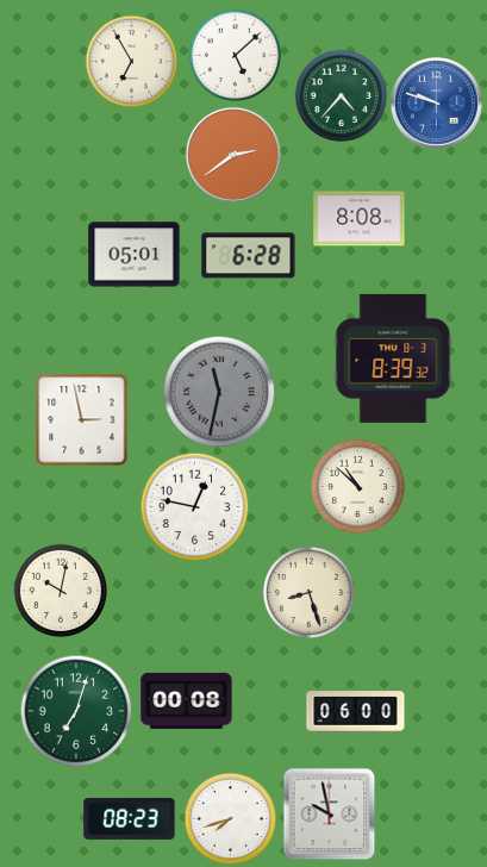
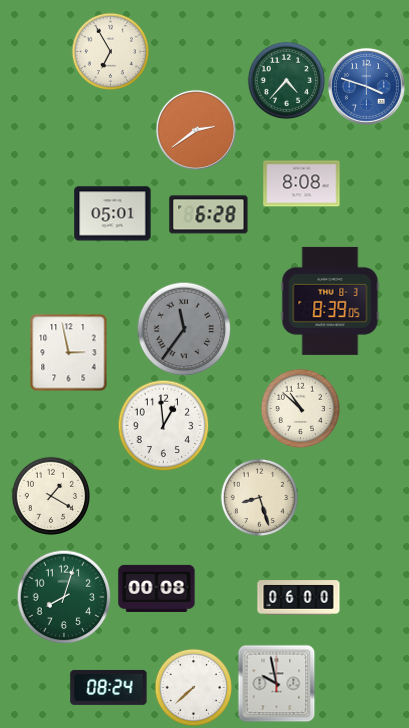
clock at (235, 55): 5:08 -> none
clock at (436, 102): 9:48 -> 3:48
clock at (393, 358): 8:39:32 -> 8:39:05
clock at (219, 392): 11:32 -> 11:36
clock at (194, 506): 12:47 -> 12:59
clock at (60, 590): 10:02 -> 1:20
clock at (76, 711): 7:03 -> 8:03
clock at (130, 818): 08:23 -> 08:24
clock at (230, 818): 7:42 -> 7:38
